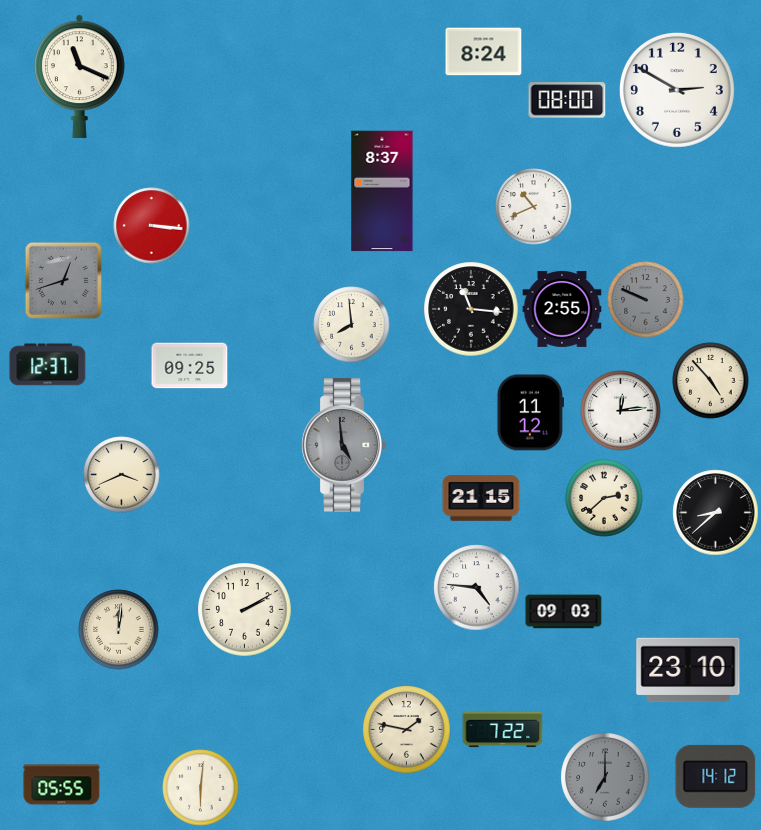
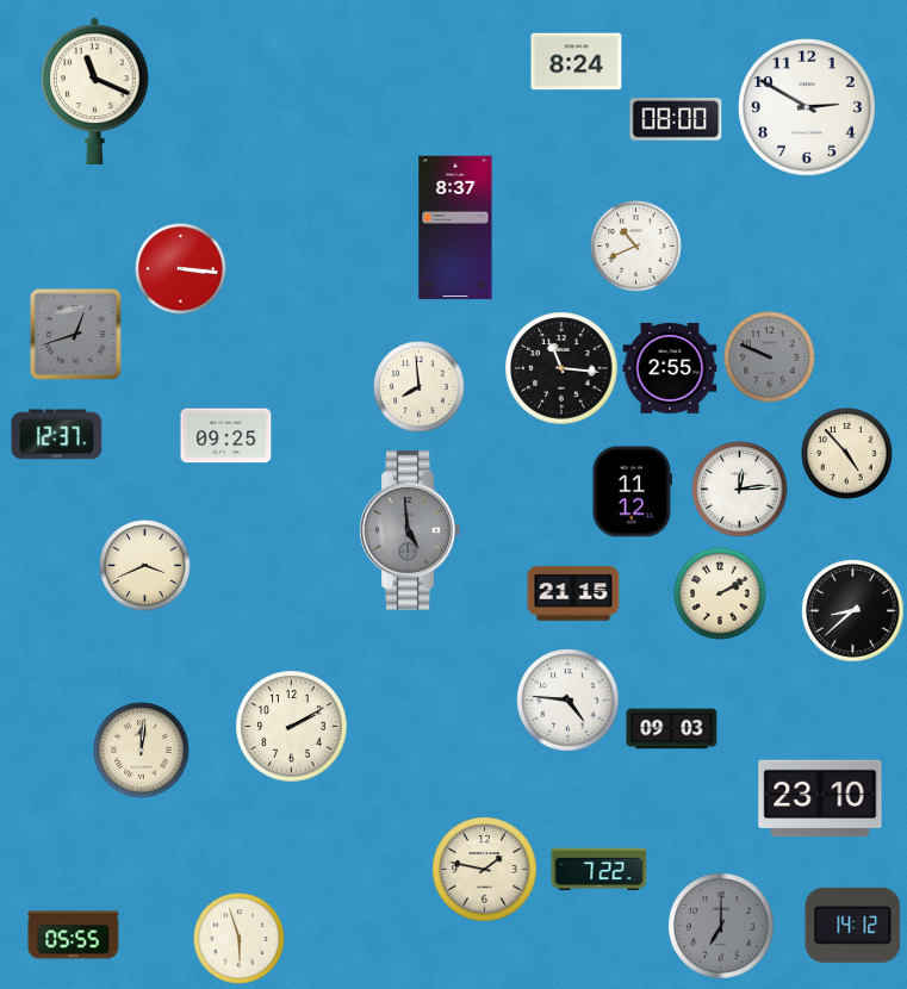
clock at (604, 498): 2:38 -> 2:10
clock at (201, 788): 6:01 -> 5:57
